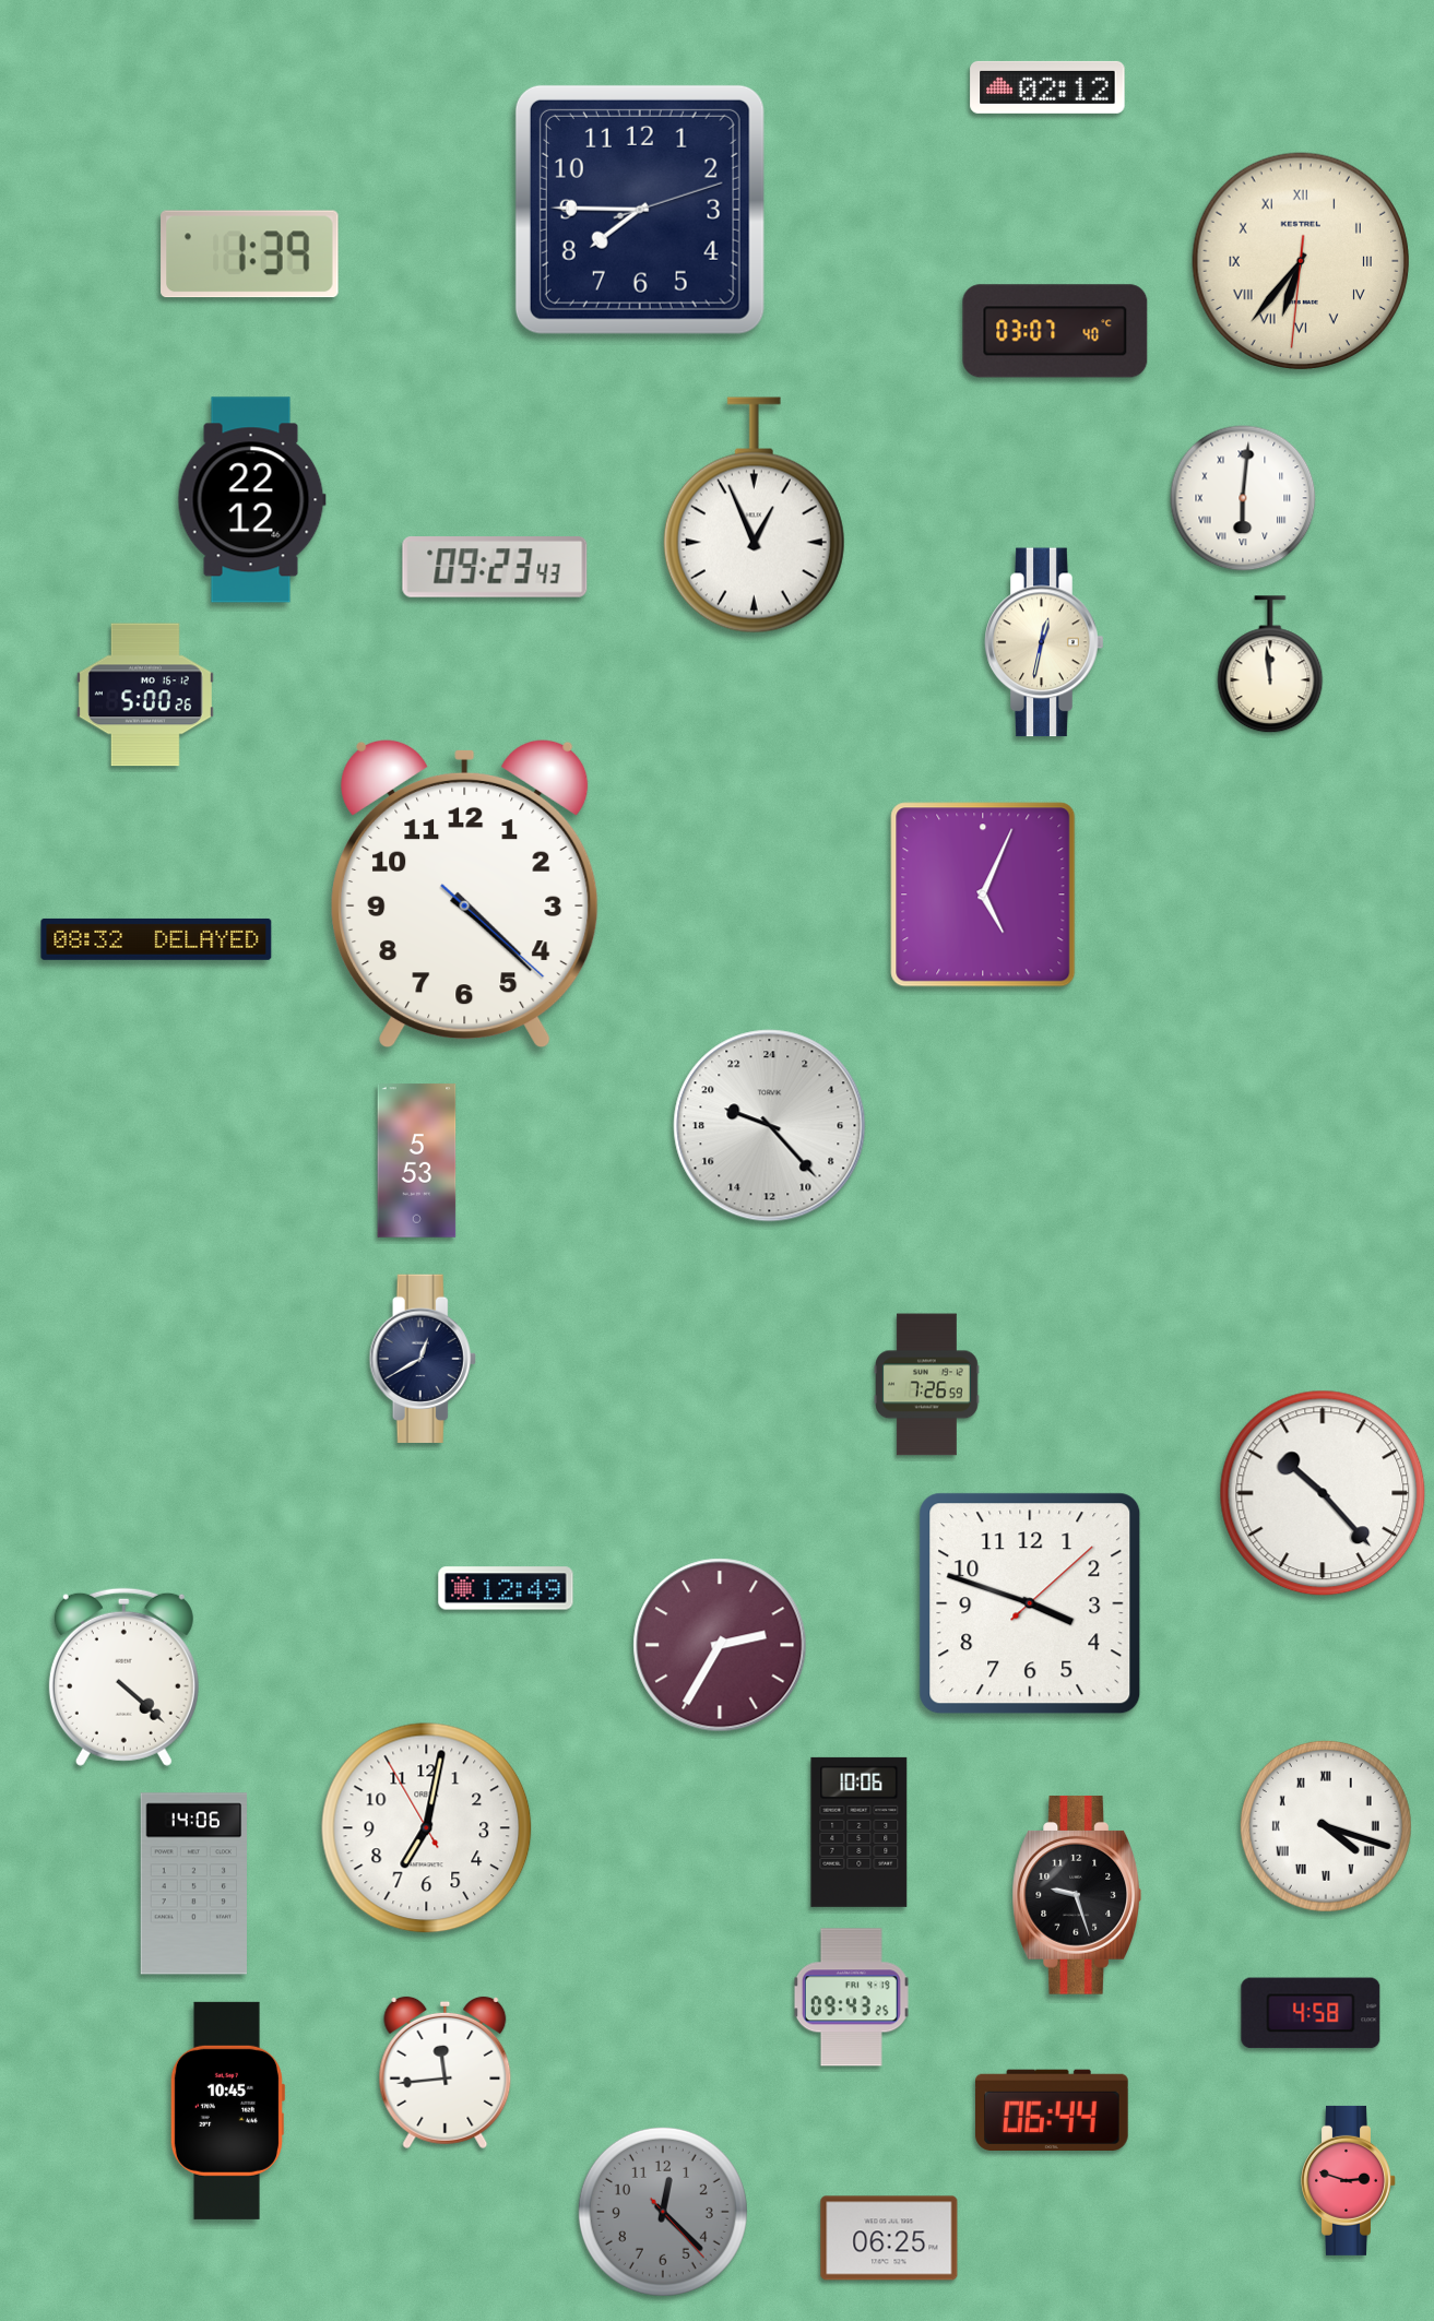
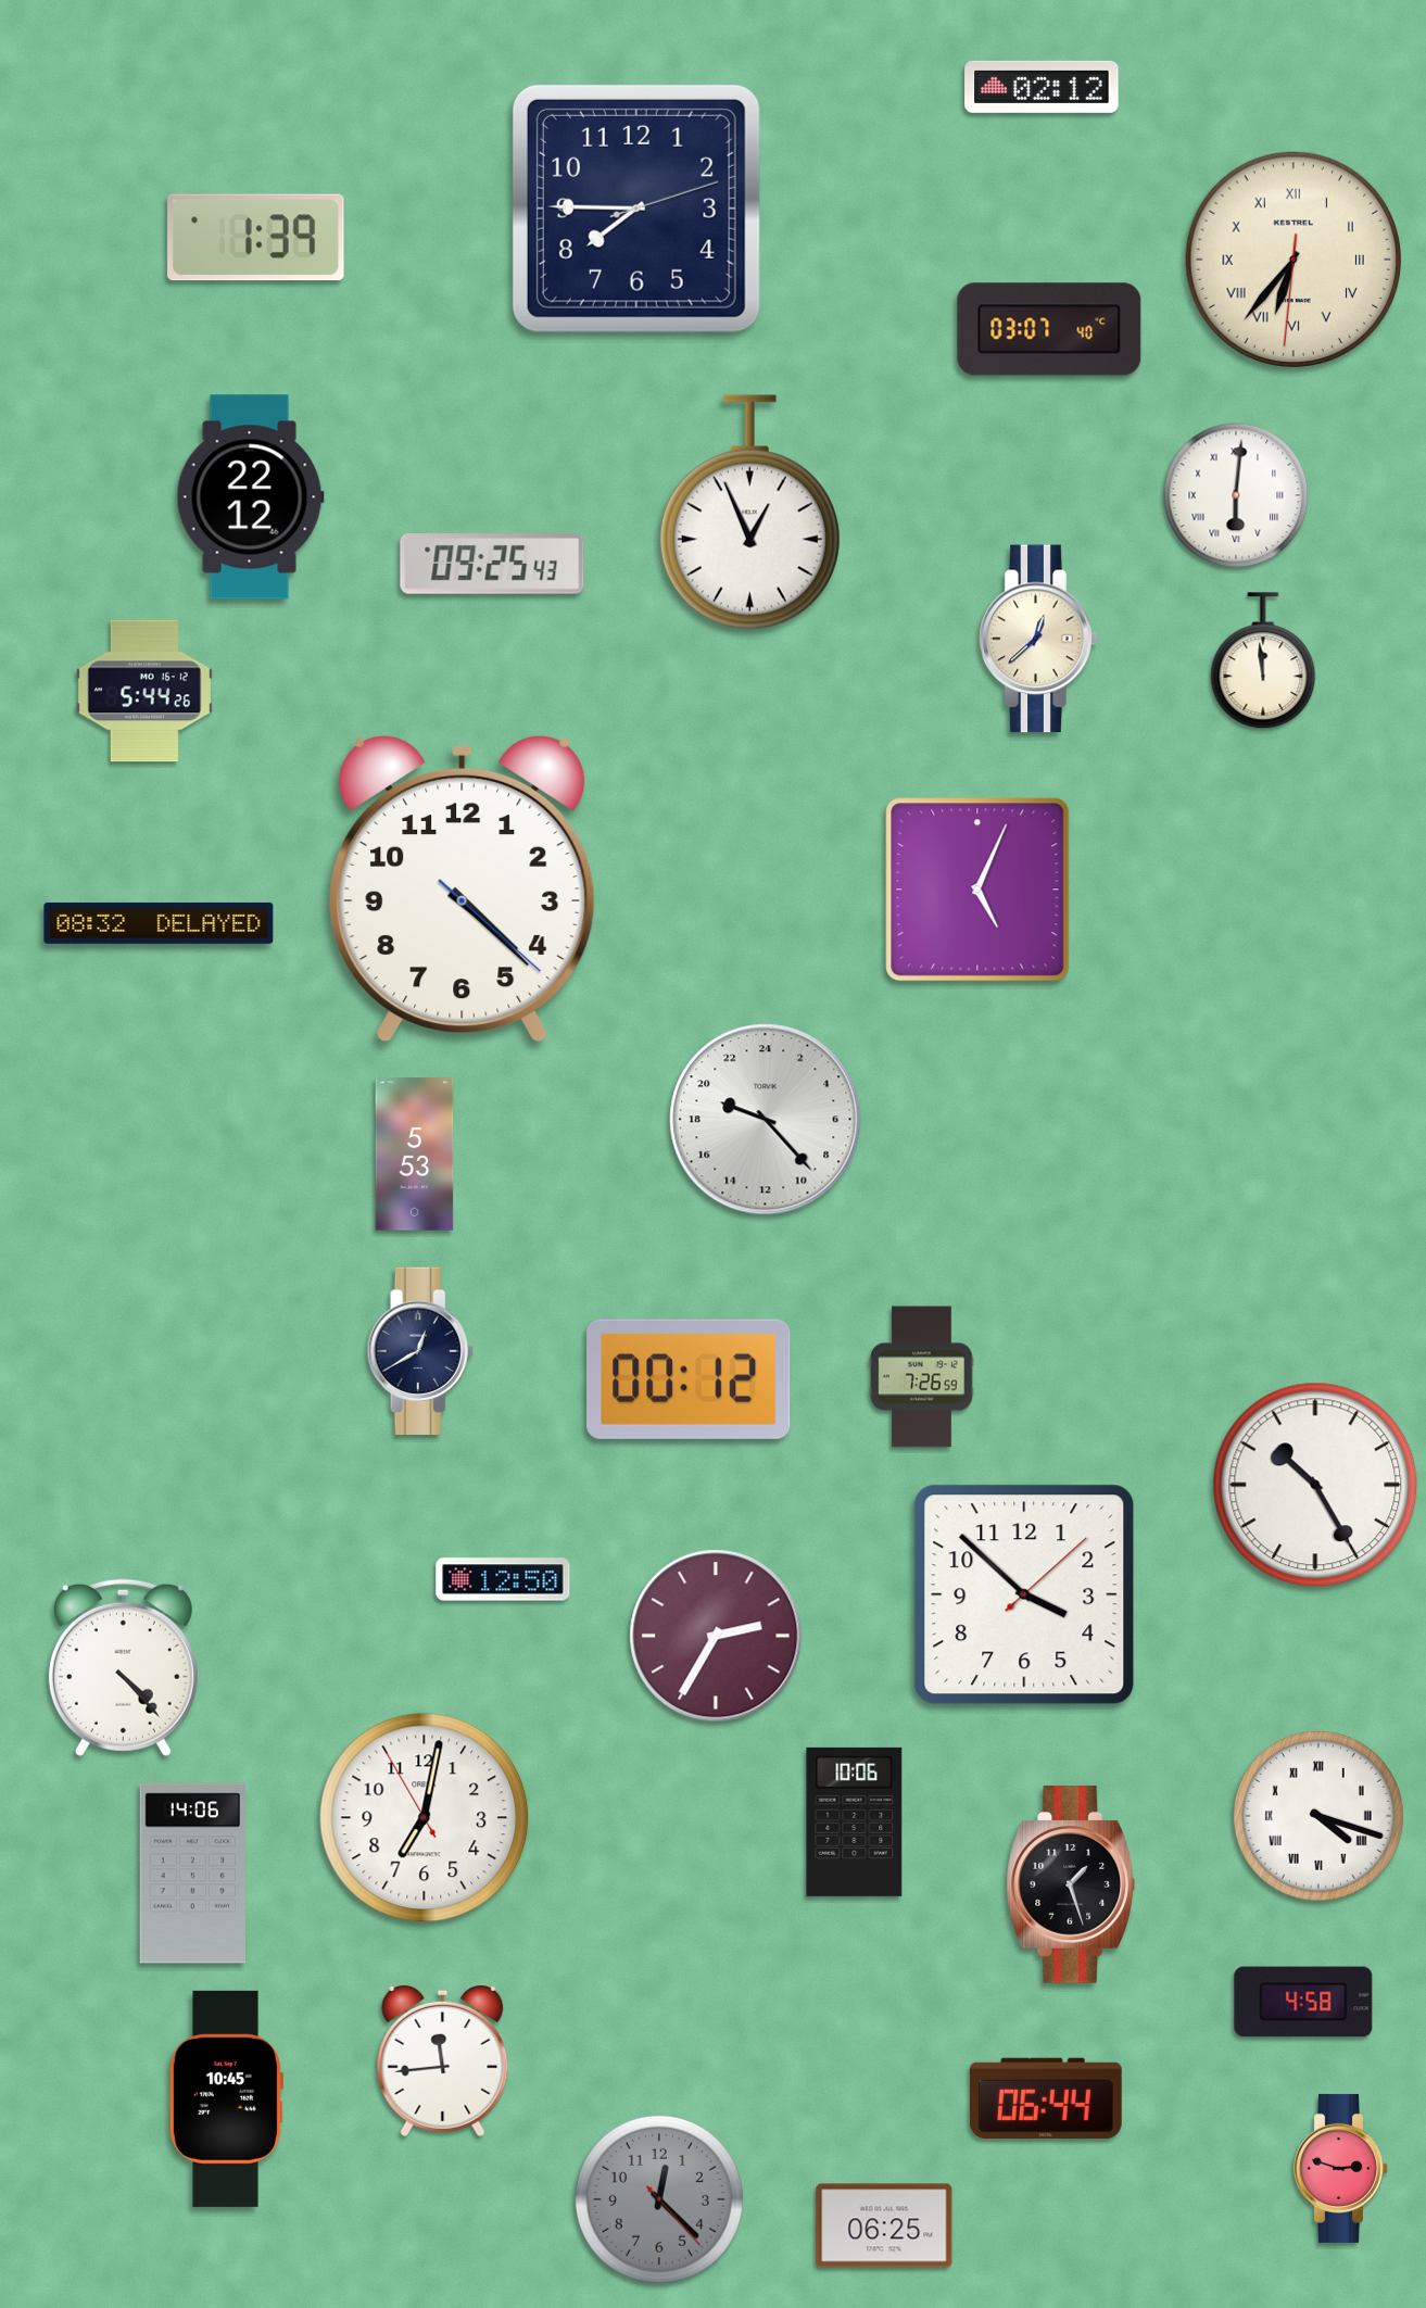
clock at (250, 254) position: (250, 254) -> (256, 238)
clock at (495, 568): 09:23 -> 09:25
clock at (1044, 642): 12:32 -> 12:38
clock at (145, 695): 5:00 -> 5:44
clock at (156, 939) position: (156, 939) -> (159, 923)
clock at (689, 1379): none -> 00:12
clock at (1323, 1493): 10:23 -> 10:25
clock at (506, 1588): 12:49 -> 12:50
clock at (1030, 1603): 3:48 -> 3:52
clock at (123, 1677): 4:22 -> 4:23
clock at (1076, 1895): 9:27 -> 1:27
clock at (851, 1998): 09:43 -> none
